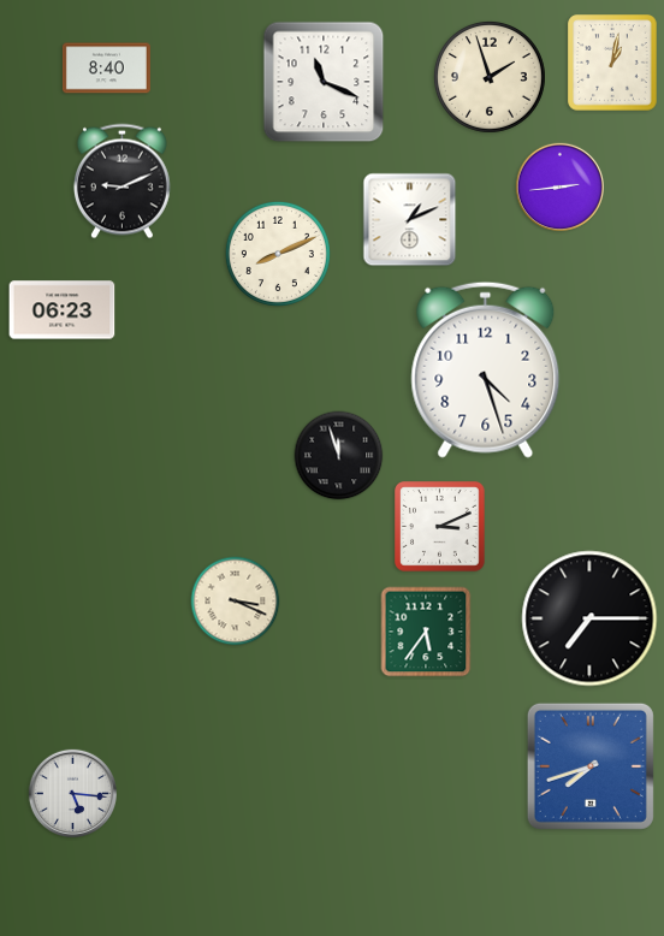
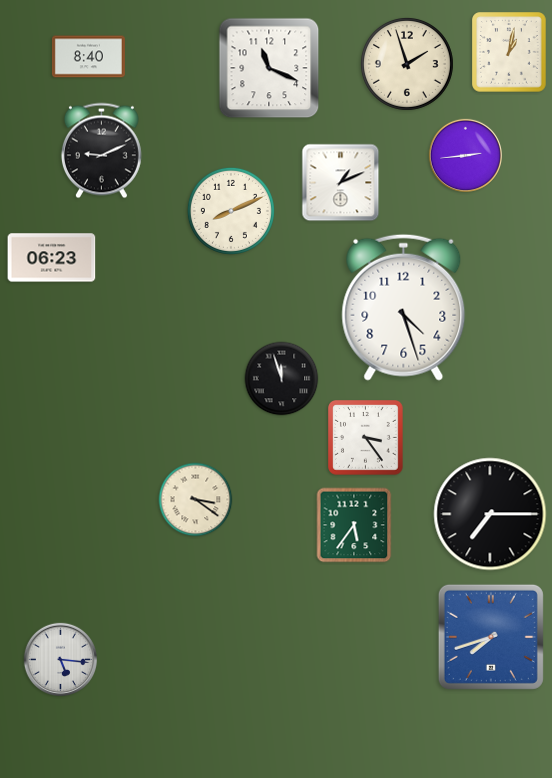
clock at (440, 527): 3:11 -> 3:24
clock at (236, 602): 3:19 -> 3:21
